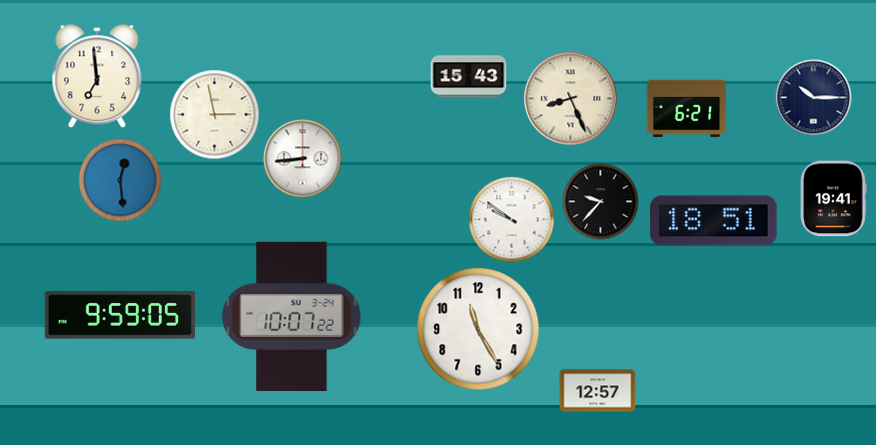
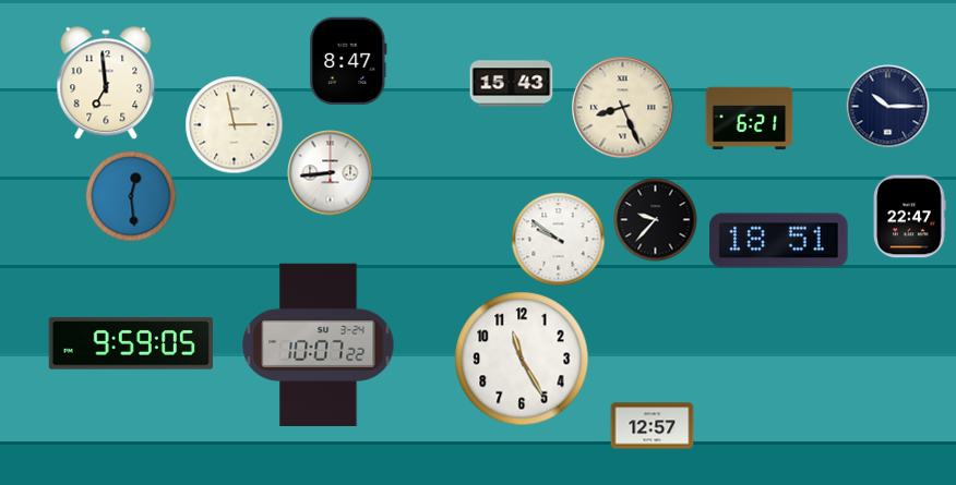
clock at (348, 61): none -> 8:47
clock at (833, 199): 19:41 -> 22:47
